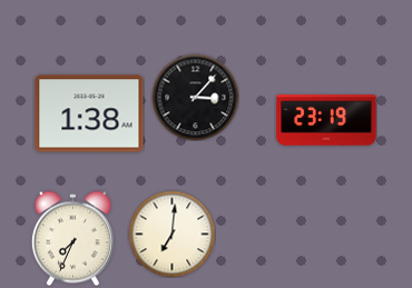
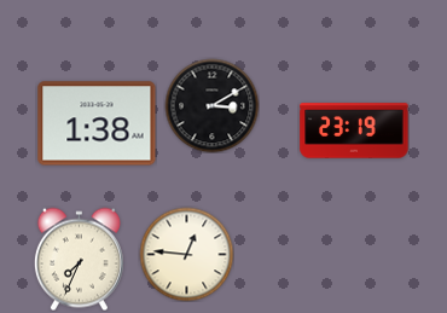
clock at (195, 97): 3:07 -> 3:10
clock at (171, 234): 7:01 -> 12:46
